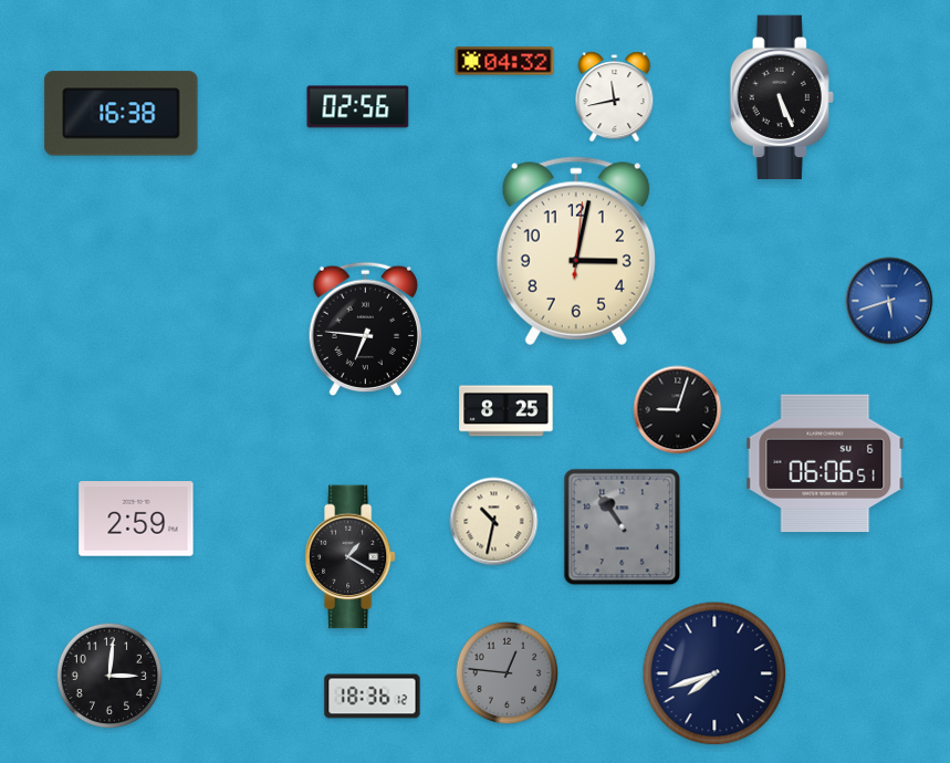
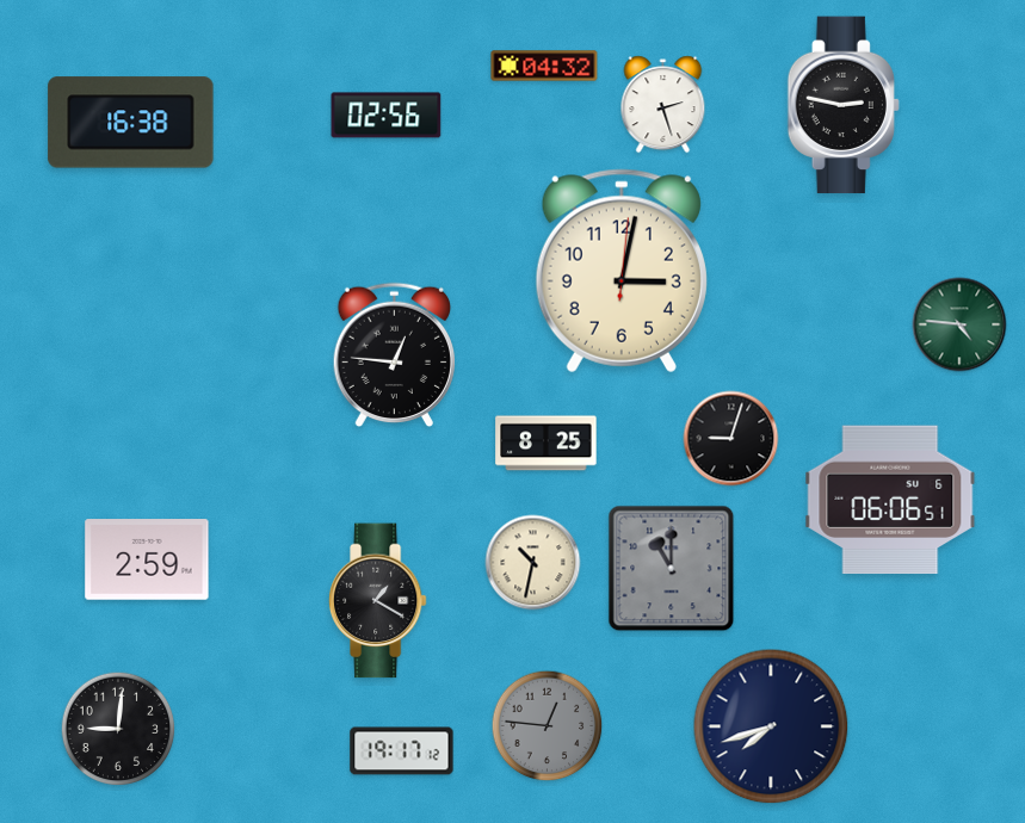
clock at (615, 97): 11:43 -> 2:27
clock at (782, 97): 5:26 -> 2:47
clock at (889, 301): 5:42 -> 4:46
clock at (889, 301) dial: blue -> green
clock at (365, 330): 6:46 -> 12:46
clock at (678, 410) position: (678, 410) -> (731, 439)
clock at (623, 527): 10:54 -> 11:00
clock at (109, 676): 3:01 -> 9:01
clock at (373, 697): 18:36 -> 19:17
